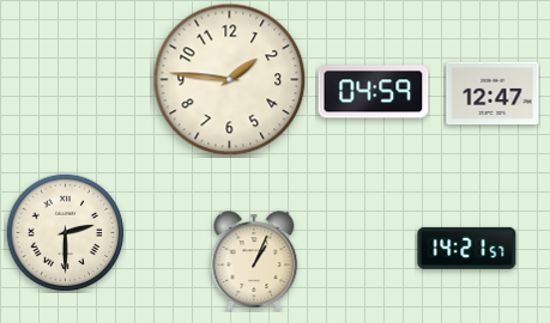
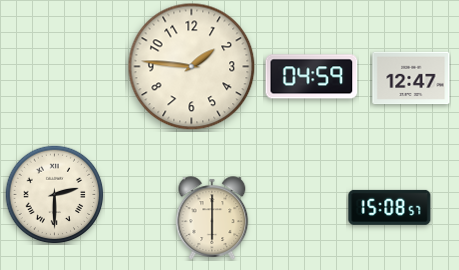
clock at (467, 248): 14:21 -> 15:08
clock at (254, 261): 1:04 -> 6:00
